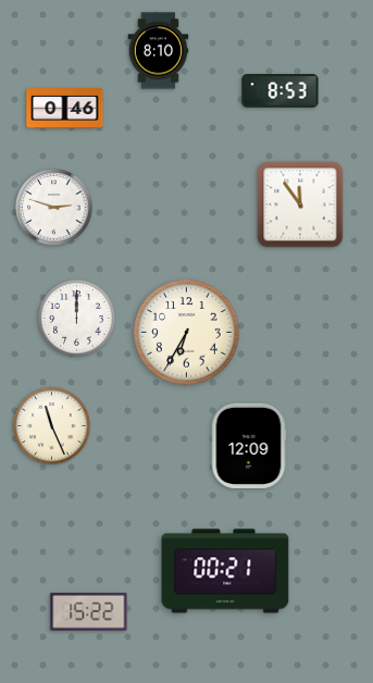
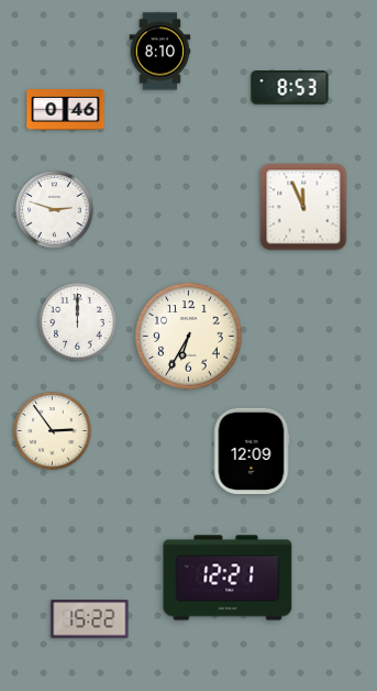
clock at (281, 91) position: (281, 91) -> (290, 88)
clock at (300, 204): 11:54 -> 11:56
clock at (52, 426): 11:26 -> 2:54
clock at (225, 571): 00:21 -> 12:21
